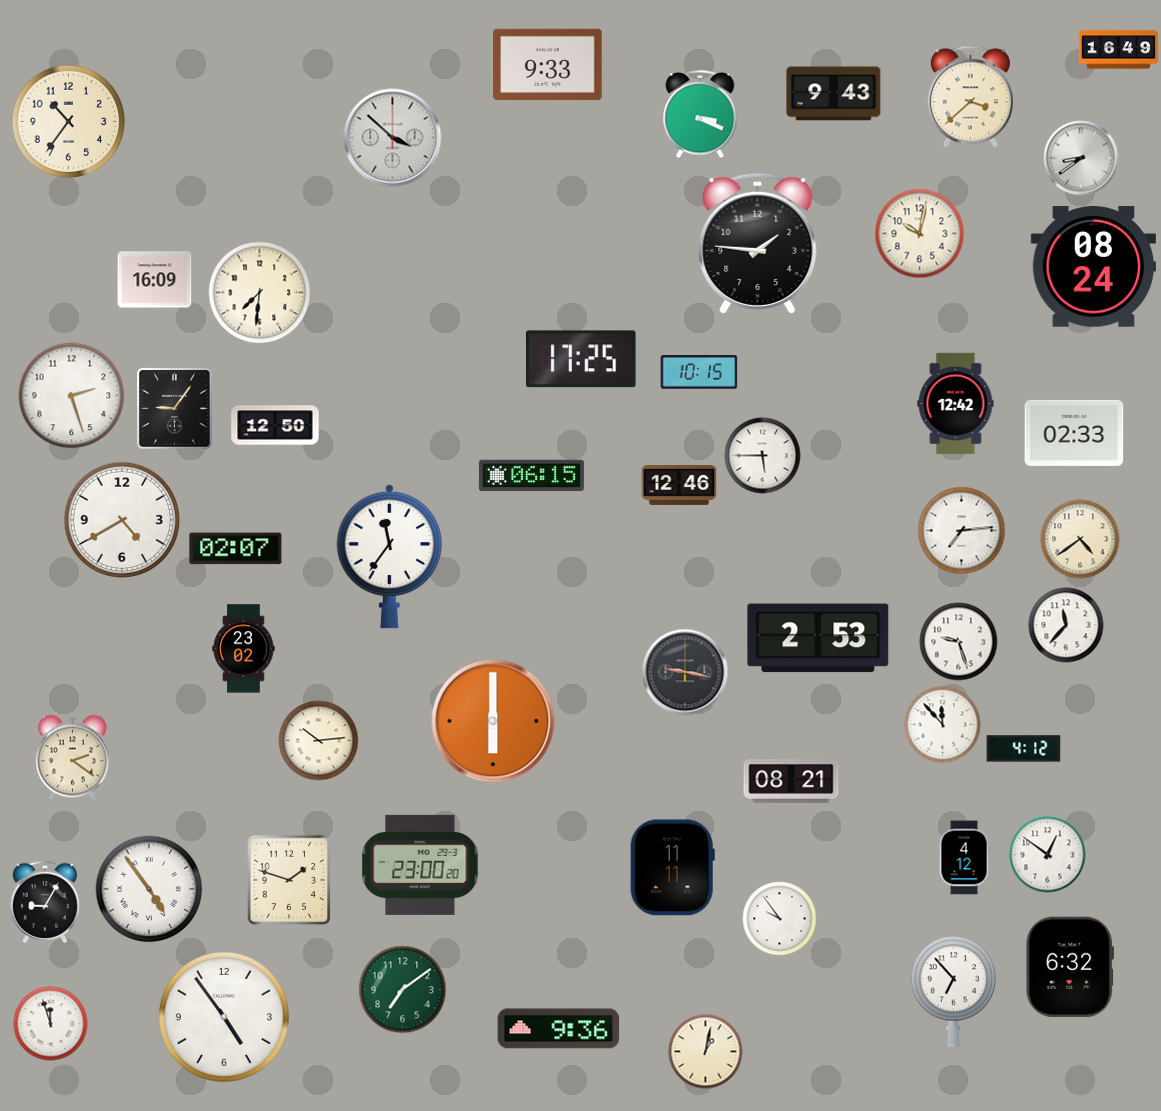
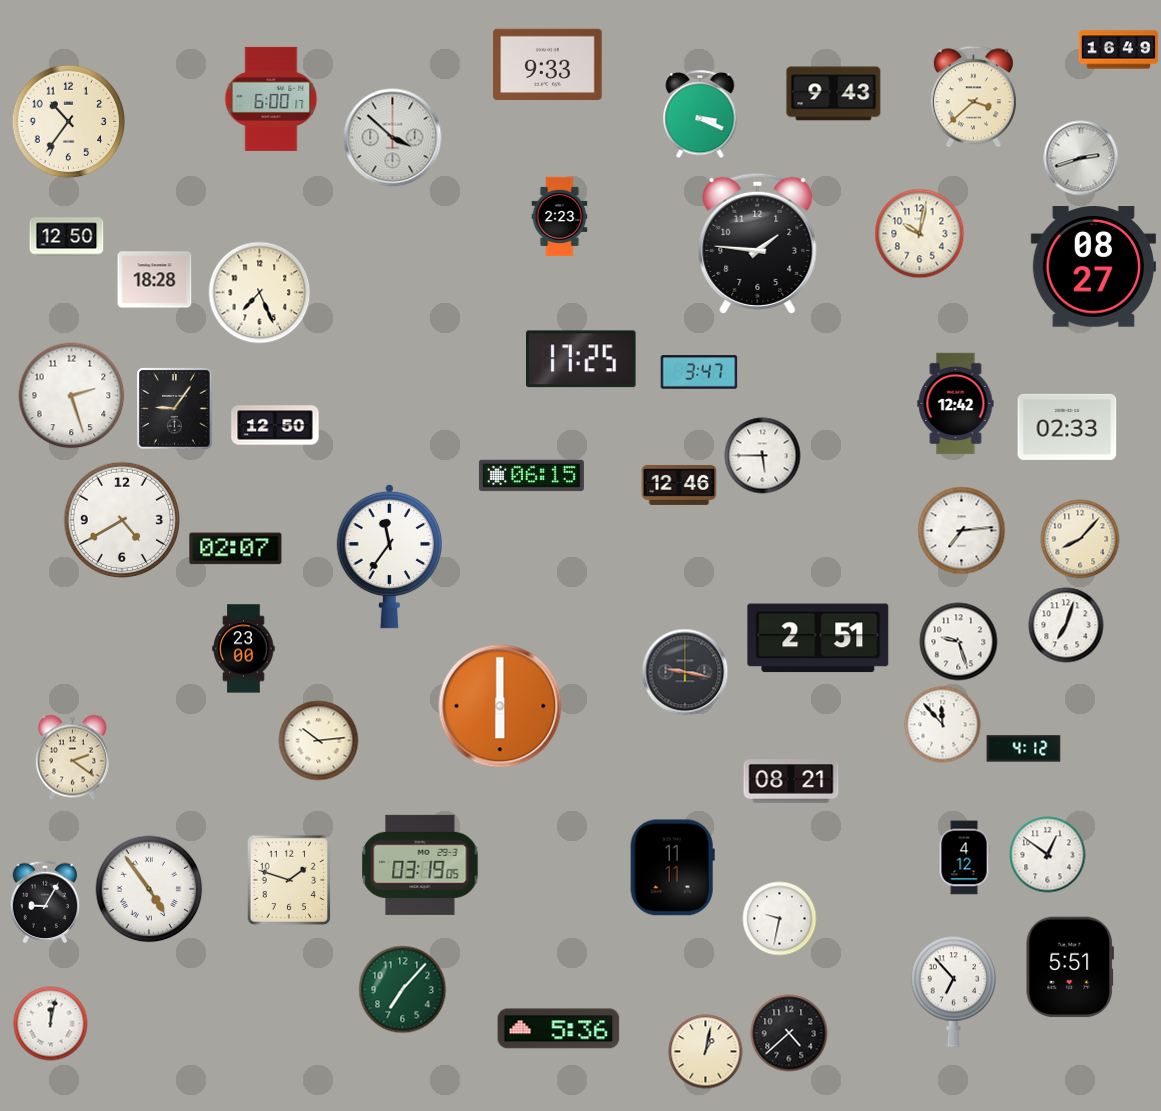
clock at (970, 97) position: (970, 97) -> (973, 97)
clock at (271, 99): none -> 6:00
clock at (1081, 158): 8:39 -> 2:42
clock at (560, 217): none -> 2:23
clock at (67, 237): none -> 12:50
clock at (1093, 267): 08:24 -> 08:27
clock at (155, 280): 16:09 -> 18:28
clock at (260, 293): 7:31 -> 7:26
clock at (699, 372): 10:15 -> 3:47
clock at (1074, 433) position: (1074, 433) -> (1067, 427)
clock at (1080, 539): 4:39 -> 8:07
clock at (1066, 625): 11:37 -> 7:03
clock at (818, 638): 2:53 -> 2:51
clock at (244, 649): 23:02 -> 23:00
clock at (493, 721) position: (493, 721) -> (500, 706)
clock at (420, 865): 23:00 -> 03:19
clock at (780, 919): 9:54 -> 9:32
clock at (1070, 967): 6:32 -> 5:51
clock at (403, 990): 7:09 -> 7:07
clock at (224, 1017): 4:54 -> none
clock at (51, 1024): 11:57 -> 12:02
clock at (559, 1029): 9:36 -> 5:36
clock at (789, 1033): none -> 4:38
